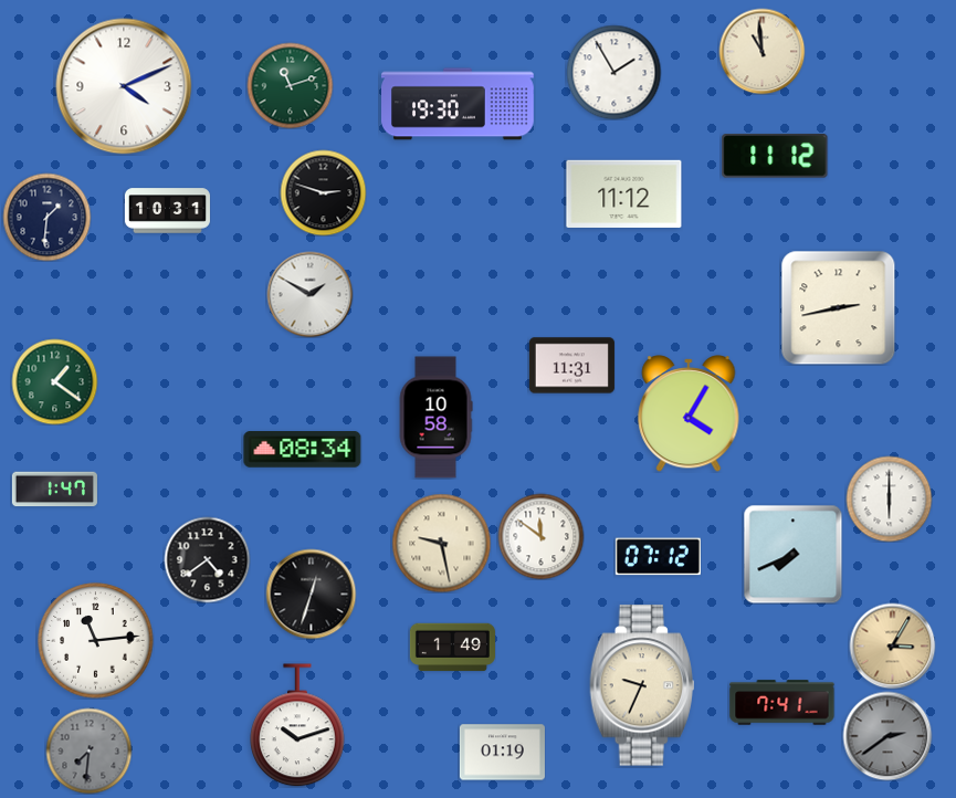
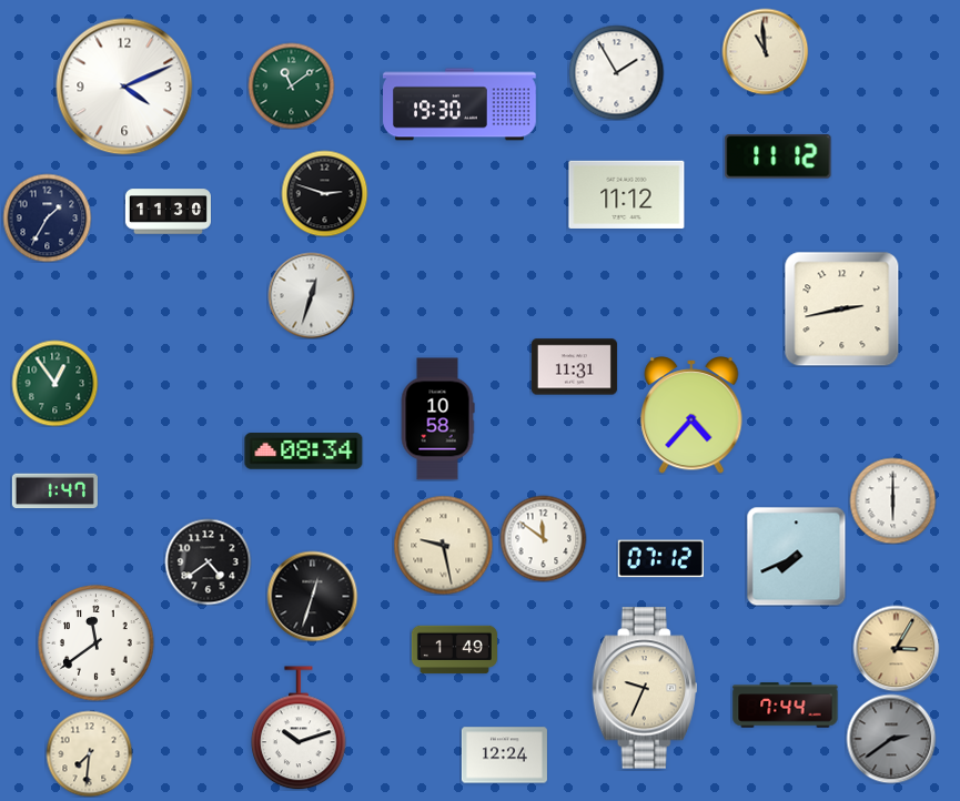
clock at (290, 85): 11:12 -> 11:09
clock at (167, 211): 10:31 -> 11:30
clock at (46, 217): 1:31 -> 1:35
clock at (309, 294): 1:50 -> 12:33
clock at (54, 381): 1:21 -> 12:54
clock at (689, 413): 4:05 -> 4:37
clock at (96, 641): 11:14 -> 11:39
clock at (782, 703): 7:41 -> 7:44
clock at (88, 750) dial: grey -> cream
clock at (502, 753): 01:19 -> 12:24
